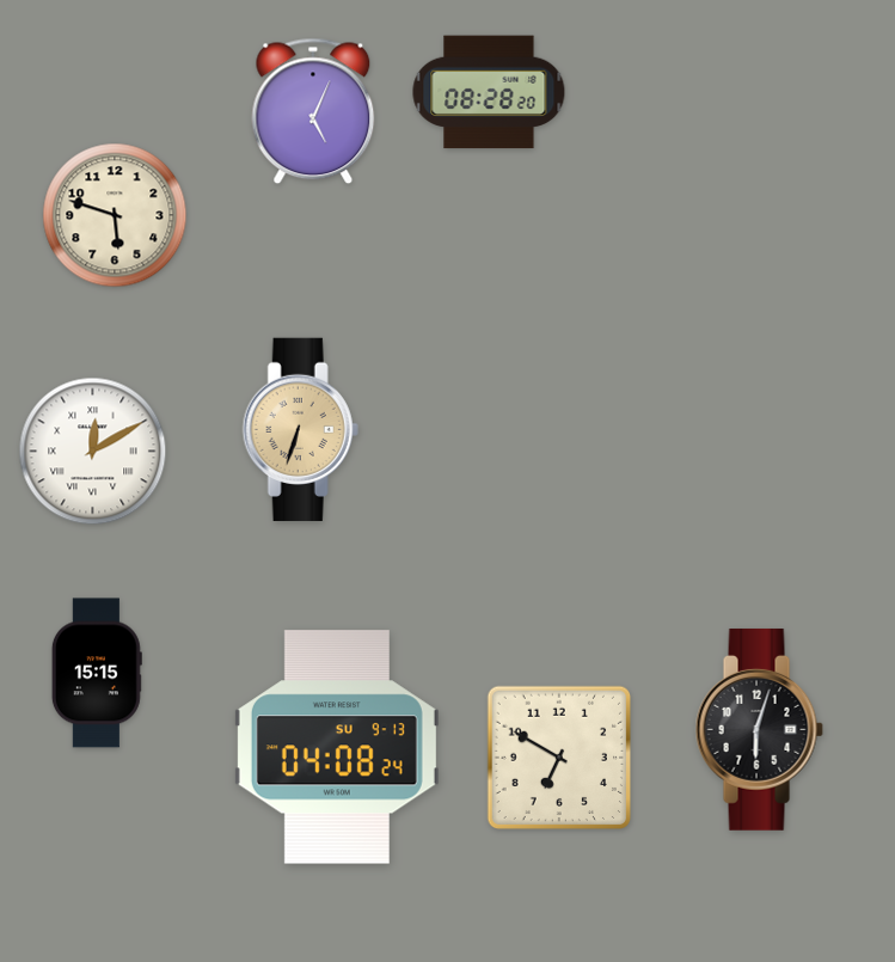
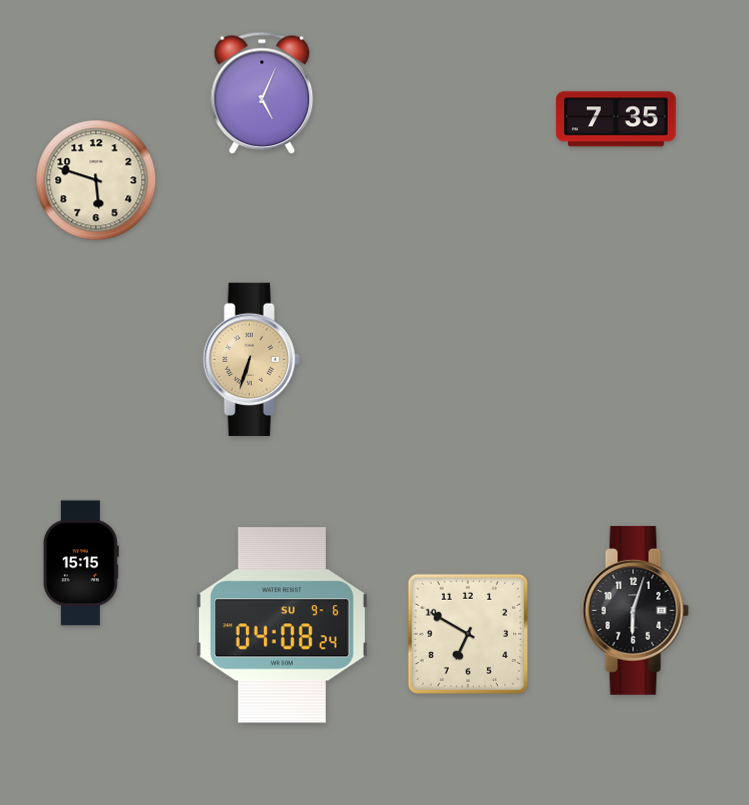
clock at (489, 92): 08:28 -> none
clock at (616, 119): none -> 7:35
clock at (93, 452): 12:10 -> none
clock at (337, 747) date: SU 9-13 -> SU 9-6
